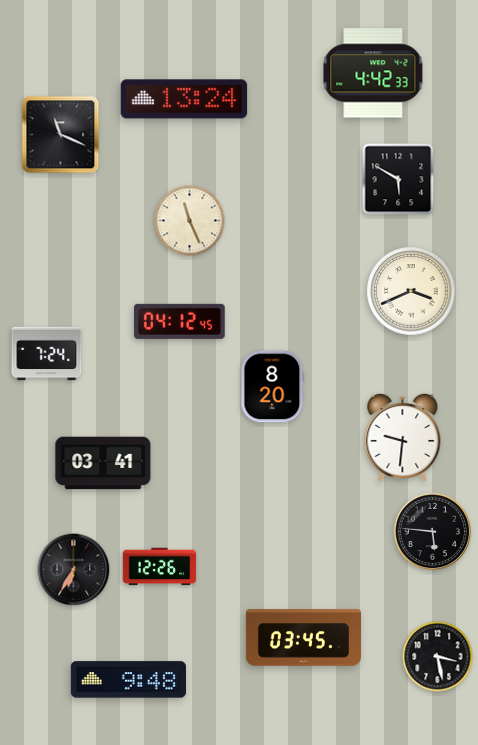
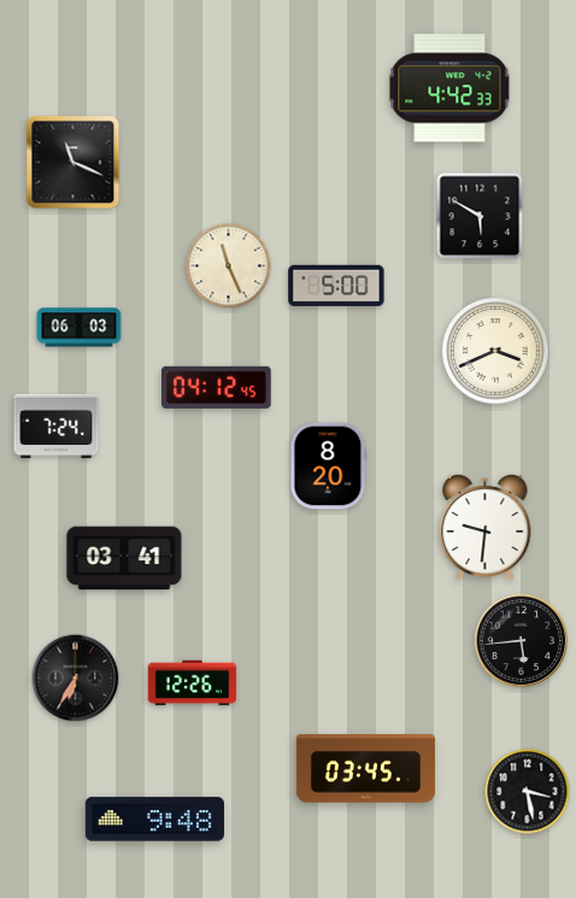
clock at (184, 99): 13:24 -> none
clock at (336, 286): none -> 5:00
clock at (80, 328): none -> 06:03
clock at (433, 532): 5:46 -> 5:44
clock at (74, 570) position: (74, 570) -> (76, 679)
